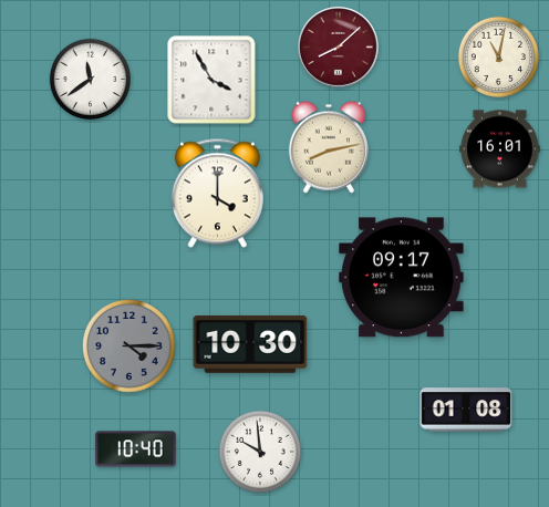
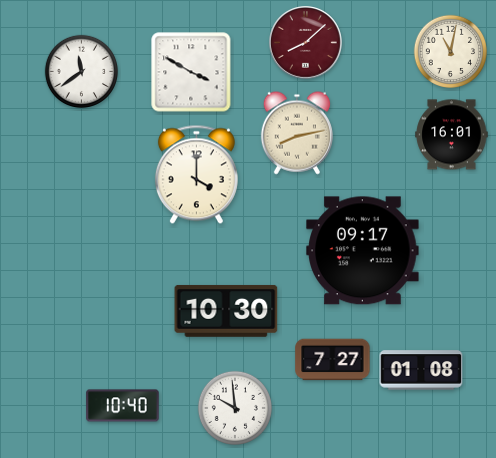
clock at (211, 80): 3:55 -> 3:50
clock at (130, 346): 4:15 -> none
clock at (333, 360): none -> 7:27
